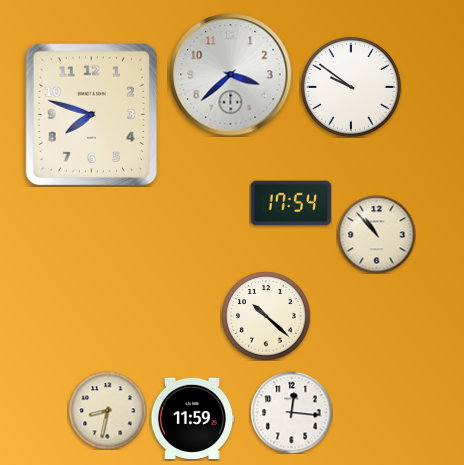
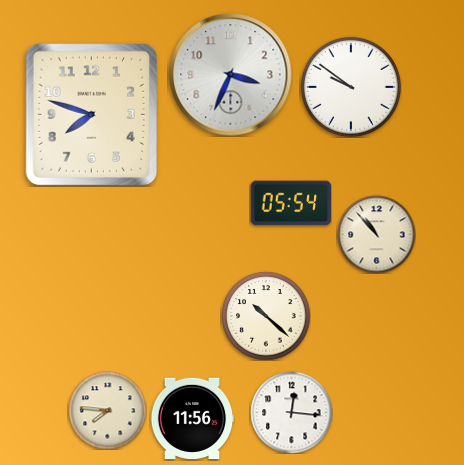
clock at (231, 75): 3:38 -> 3:34
clock at (291, 203): 17:54 -> 05:54
clock at (107, 410): 8:32 -> 7:46
clock at (192, 418): 11:59 -> 11:56
